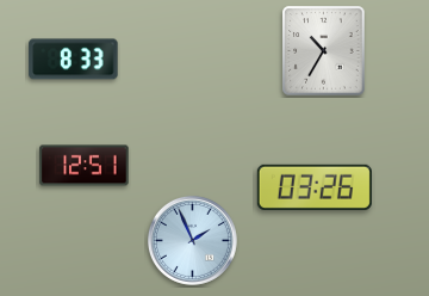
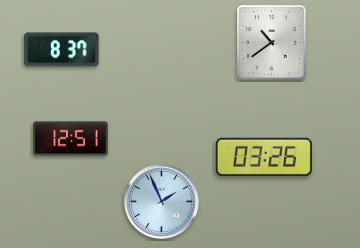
clock at (324, 51): 10:35 -> 10:39
clock at (74, 60): 8:33 -> 8:37
